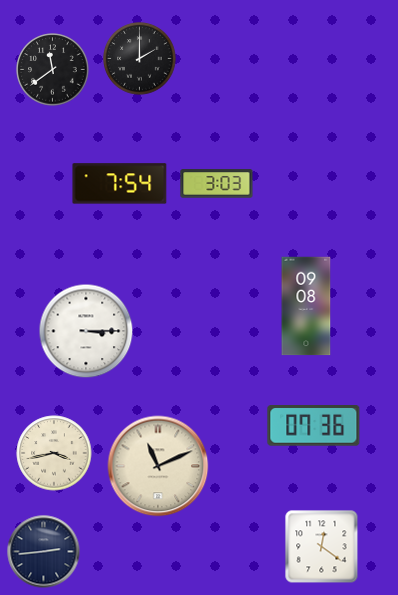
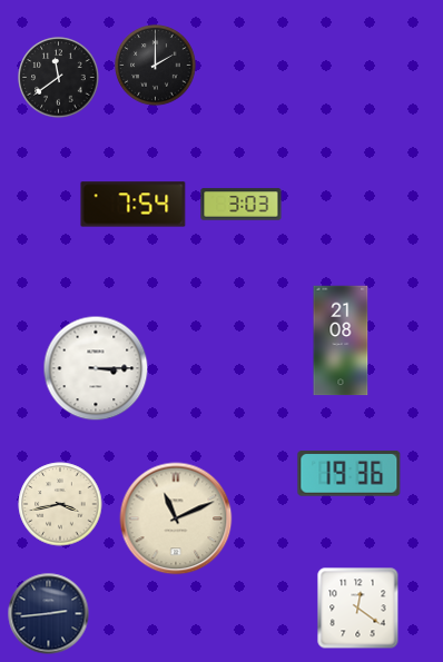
clock at (306, 306): 09:08 -> 21:08
clock at (314, 426): 07:36 -> 19:36
